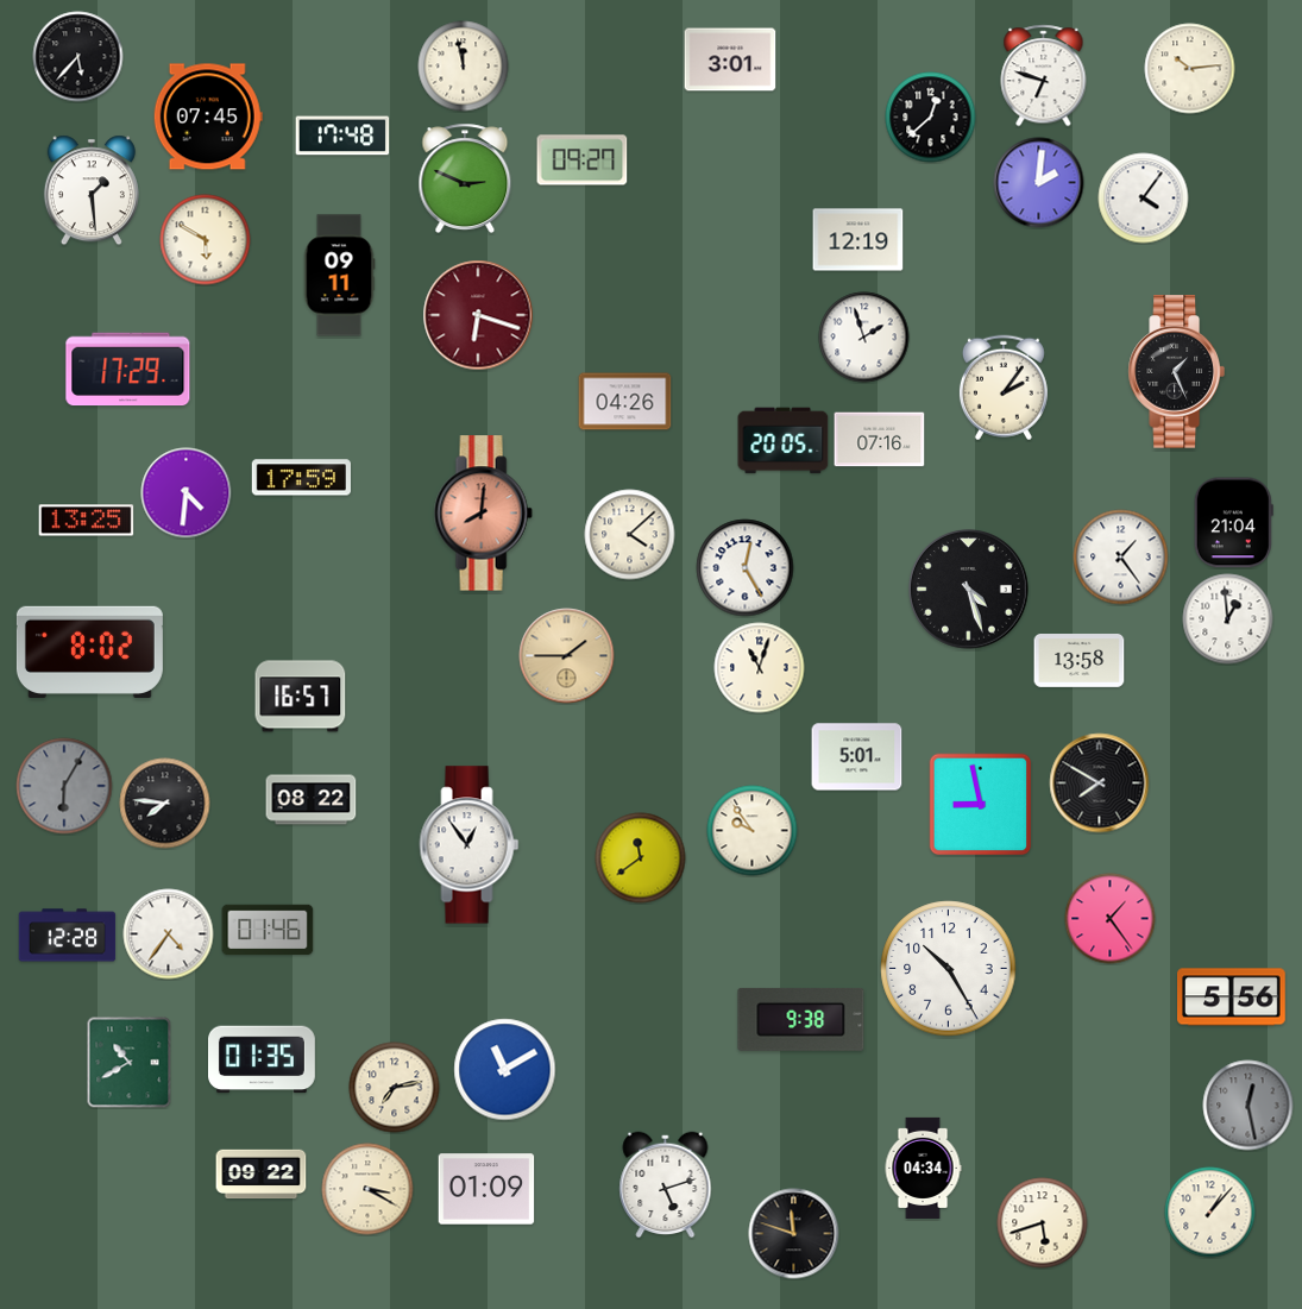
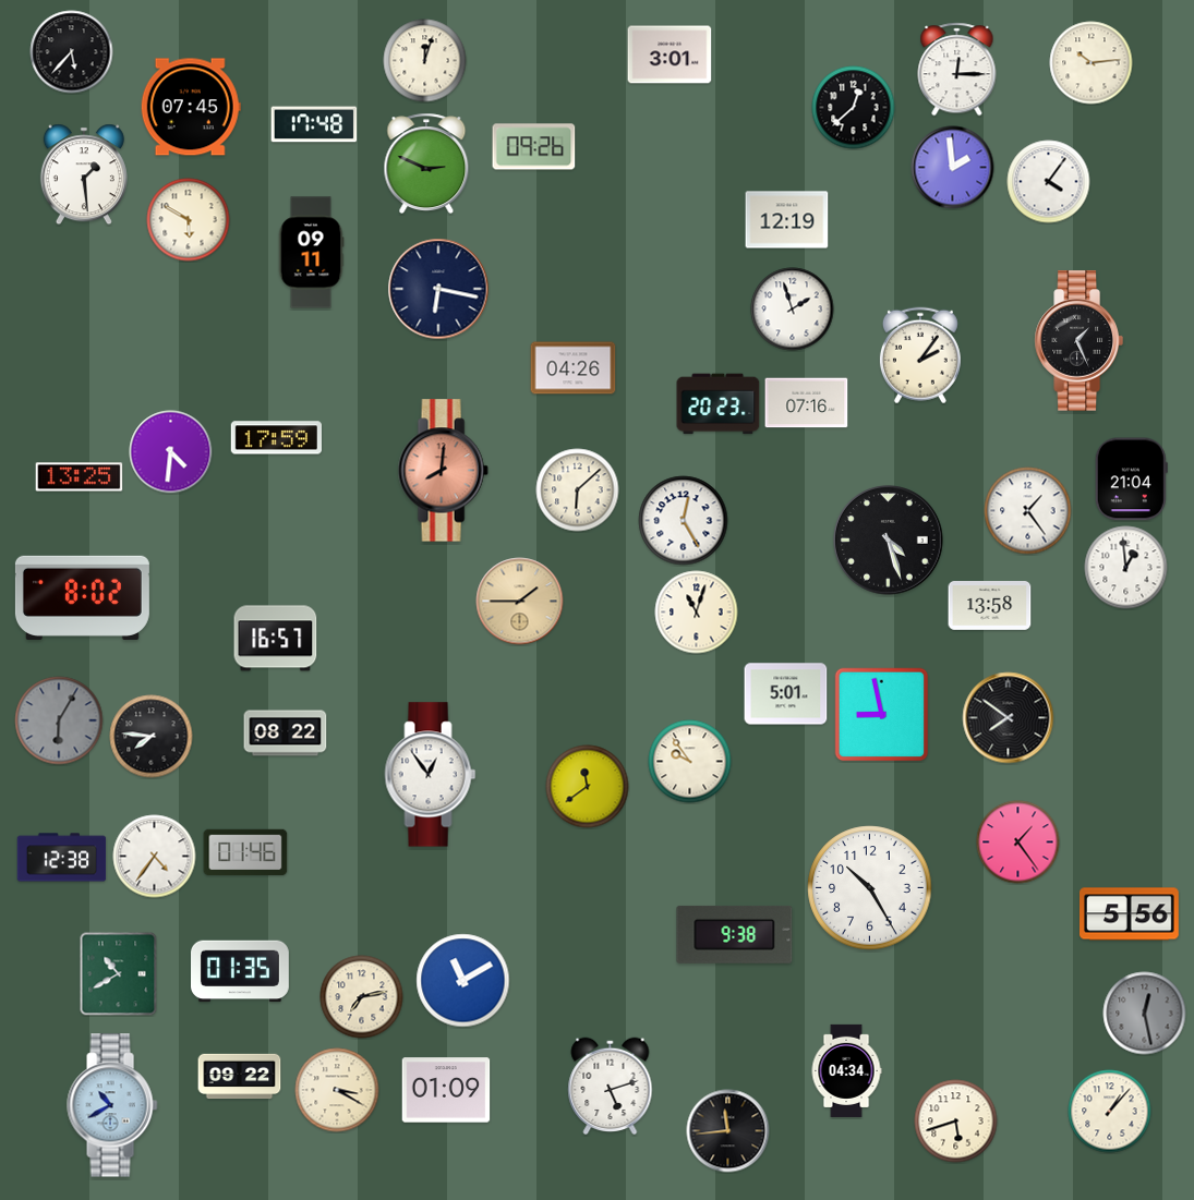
clock at (464, 67): 11:58 -> 12:03
clock at (1044, 76): 6:48 -> 12:15
clock at (583, 161): 09:27 -> 09:26
clock at (1039, 183): 2:01 -> 1:59
clock at (478, 315): 6:18 -> 6:17
clock at (478, 315) dial: burgundy -> navy
clock at (128, 370): 17:29 -> none
clock at (784, 441): 20:05 -> 20:23
clock at (630, 535): 4:08 -> 6:08
clock at (1100, 783): 7:50 -> 7:51
clock at (981, 805) position: (981, 805) -> (882, 715)
clock at (68, 936): 12:28 -> 12:38
clock at (112, 1105): none -> 10:40
clock at (794, 1234): 11:48 -> 11:44
